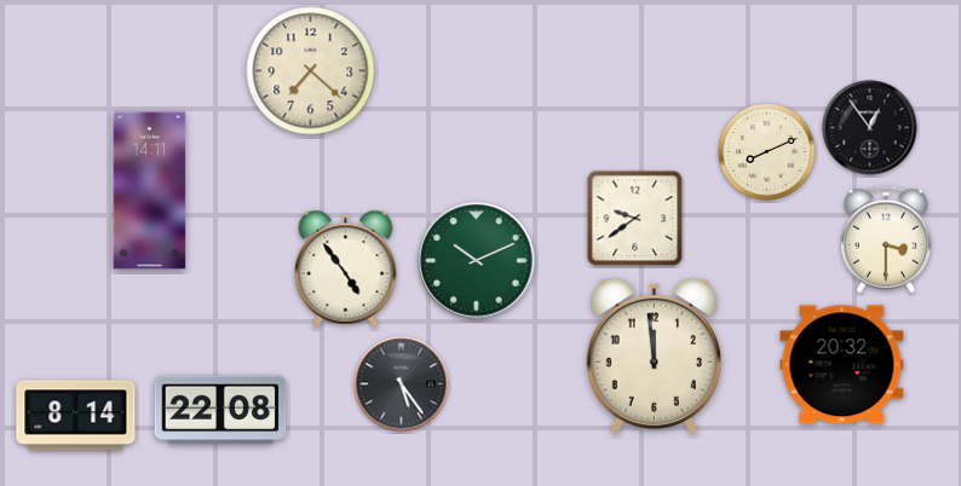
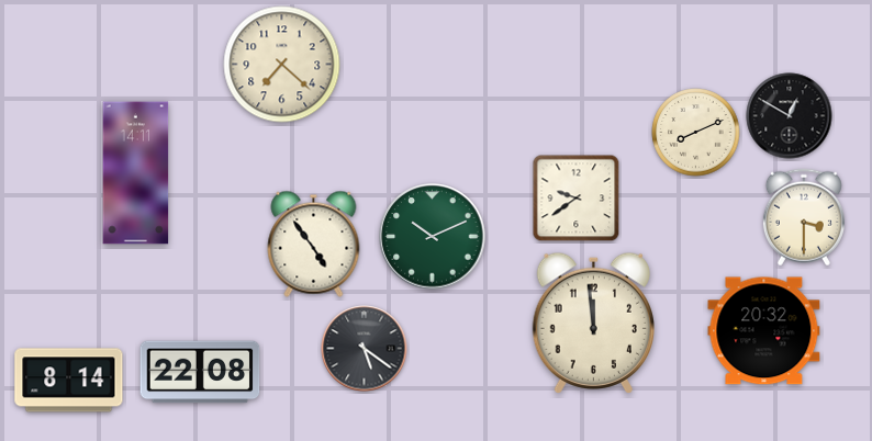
clock at (870, 128): 12:54 -> 12:50
clock at (767, 152) position: (767, 152) -> (696, 133)
clock at (402, 384): 5:24 -> 5:21
clock at (76, 416) position: (76, 416) -> (69, 381)
